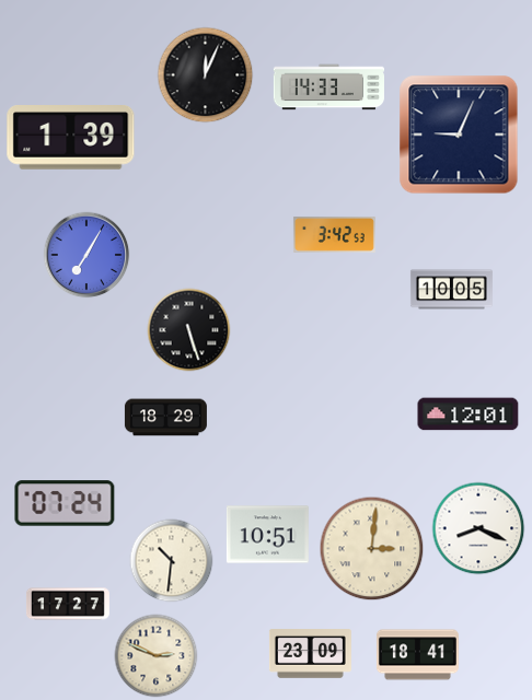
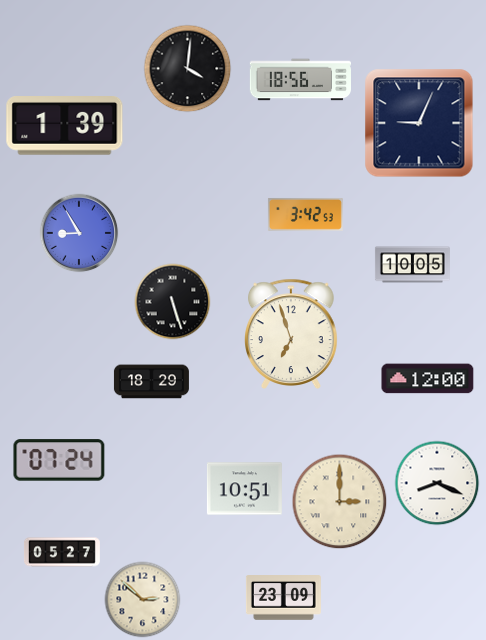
clock at (206, 75): 12:04 -> 4:01
clock at (329, 87): 14:33 -> 18:56
clock at (86, 255): 7:05 -> 8:55
clock at (292, 334): none -> 6:57
clock at (469, 415): 12:01 -> 12:00
clock at (372, 549): 3:01 -> 3:00
clock at (172, 561): 10:31 -> none
clock at (68, 604): 17:27 -> 05:27
clock at (417, 655): 18:41 -> none
clock at (157, 656): 2:49 -> 2:52
